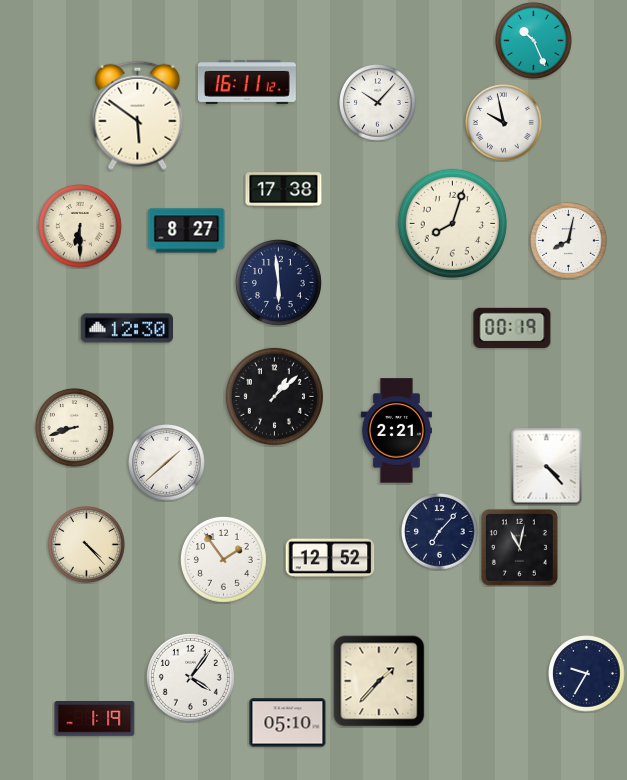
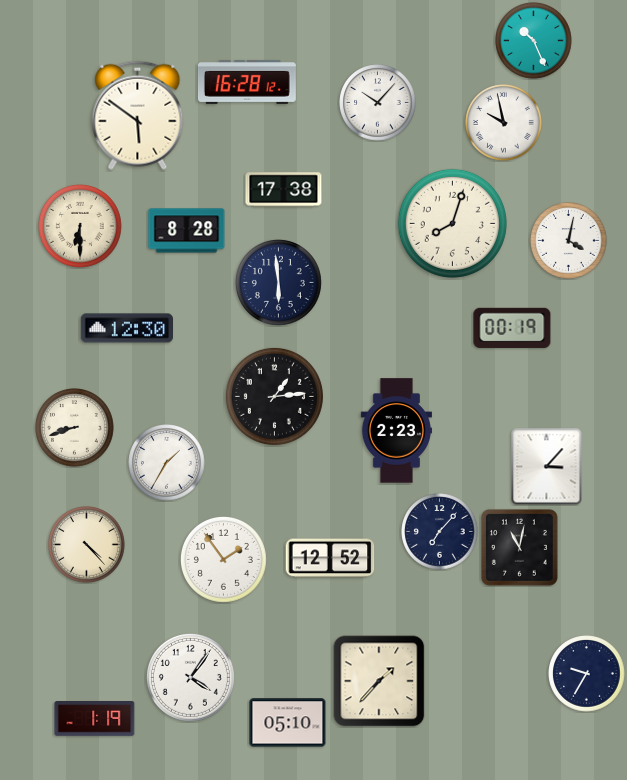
clock at (247, 82): 16:11 -> 16:28
clock at (187, 231): 8:27 -> 8:28
clock at (569, 241): 8:02 -> 4:02
clock at (274, 396): 1:08 -> 1:14
clock at (396, 431): 2:21 -> 2:23
clock at (167, 463): 1:38 -> 1:35
clock at (547, 467): 4:23 -> 3:07
